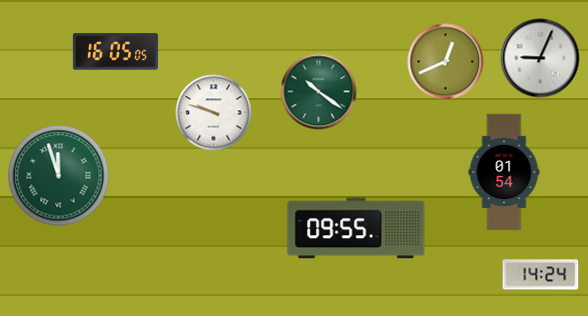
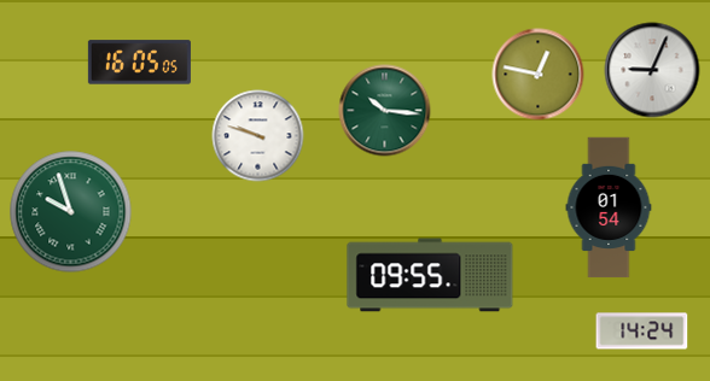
clock at (446, 62): 12:41 -> 12:47
clock at (319, 92): 10:21 -> 10:16
clock at (59, 176): 11:57 -> 9:57
clock at (541, 275) position: (541, 275) -> (642, 332)
